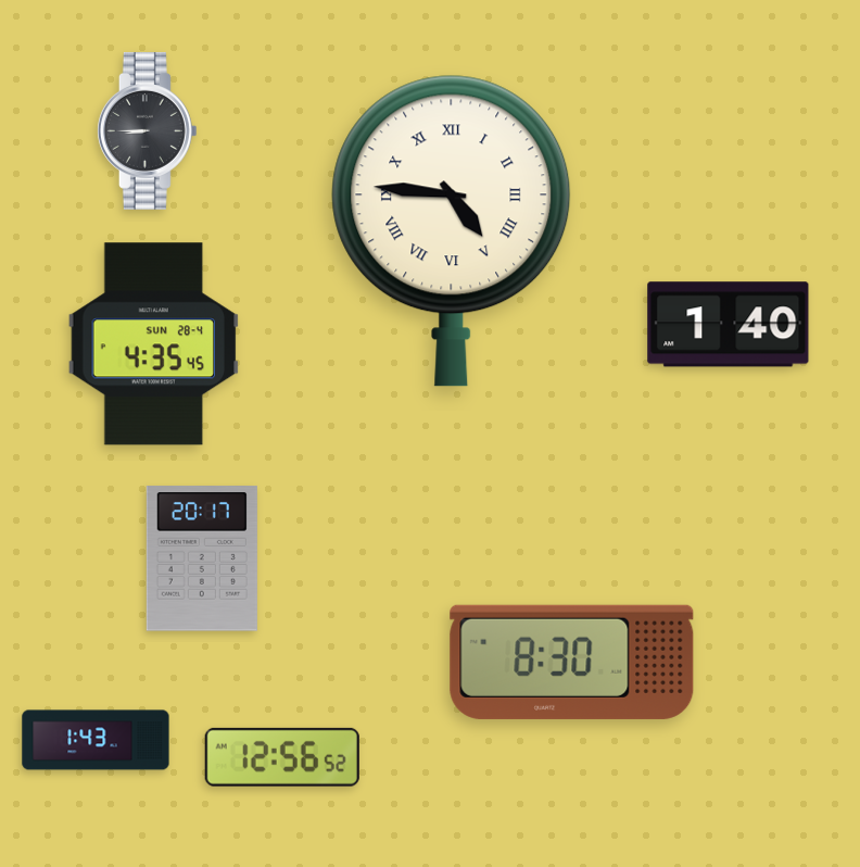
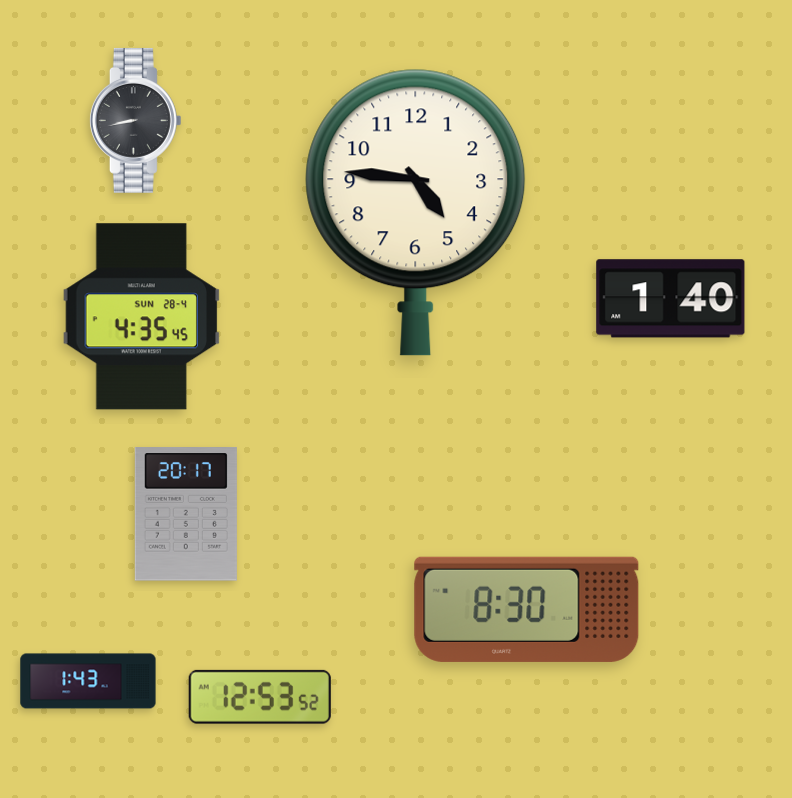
clock at (147, 130): 8:45 -> 8:43
clock at (452, 230) numerals: Roman -> Arabic
clock at (282, 757): 12:56 -> 12:53
